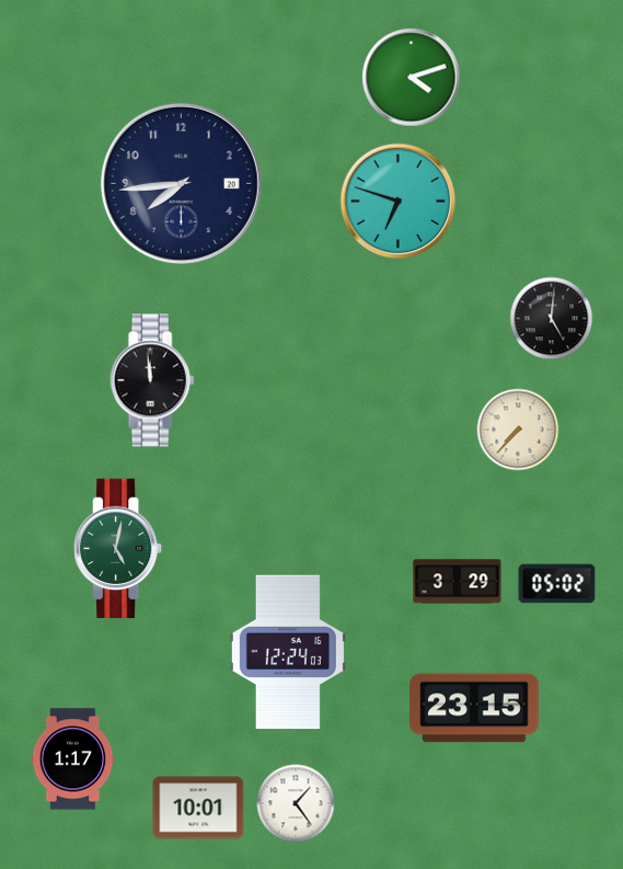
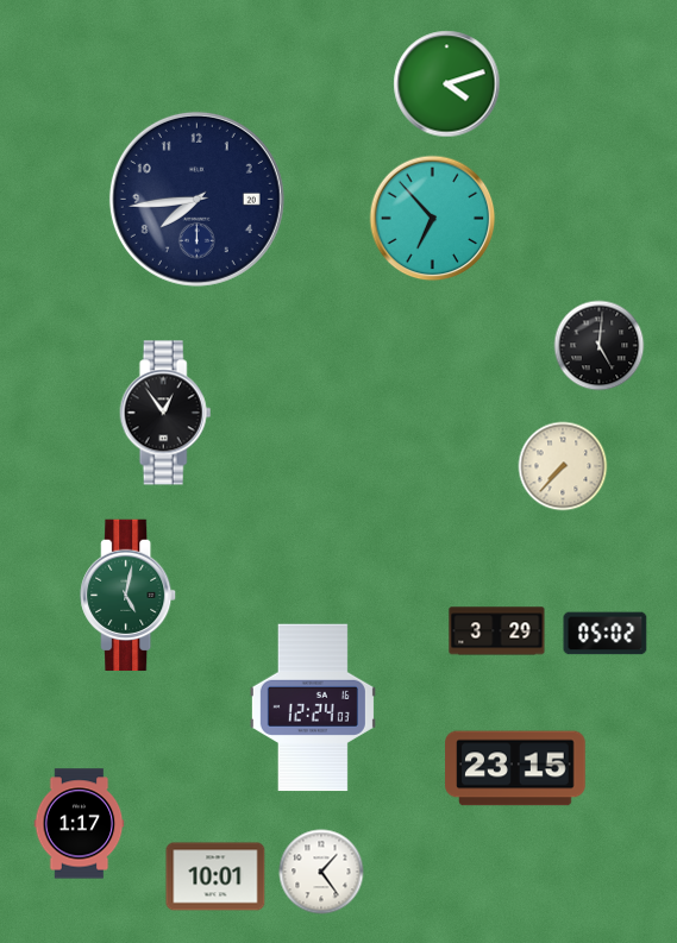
clock at (399, 202): 6:48 -> 6:53
clock at (152, 380): 11:59 -> 12:54
